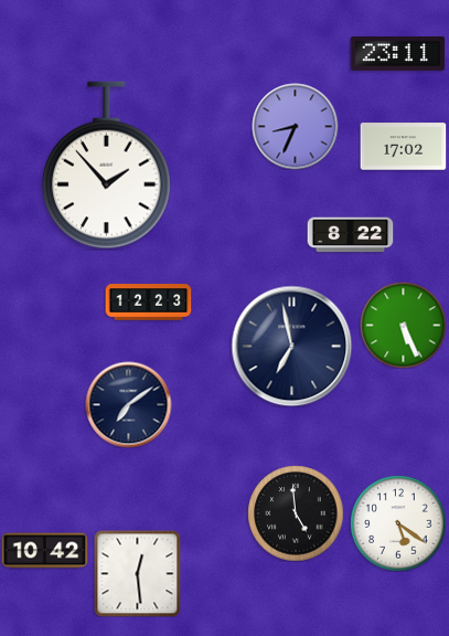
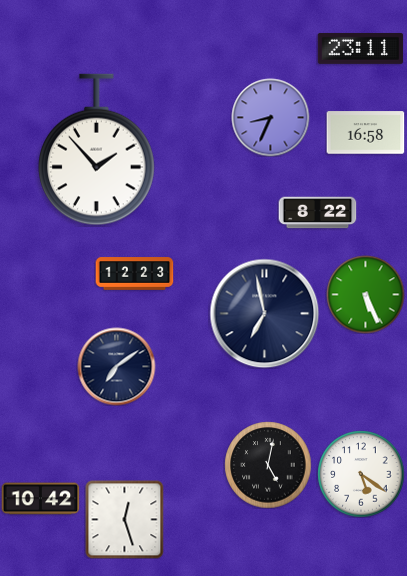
clock at (295, 126) position: (295, 126) -> (270, 117)
clock at (403, 147): 17:02 -> 16:58
clock at (296, 513): 4:59 -> 5:02
clock at (137, 573): 12:29 -> 12:27
